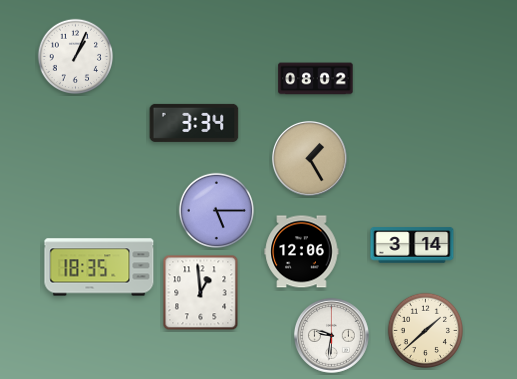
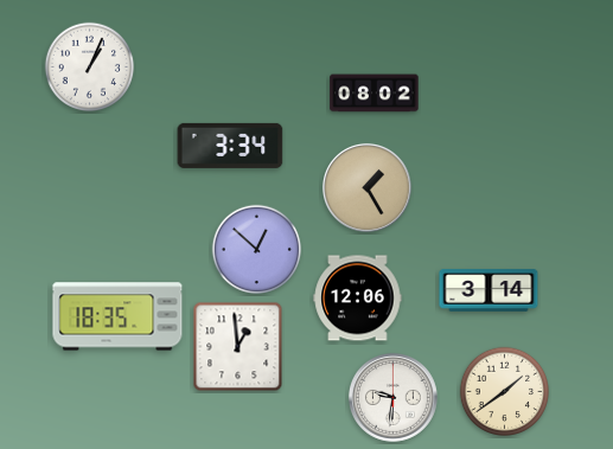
clock at (217, 211): 5:15 -> 12:52
clock at (426, 331): 1:38 -> 1:39
